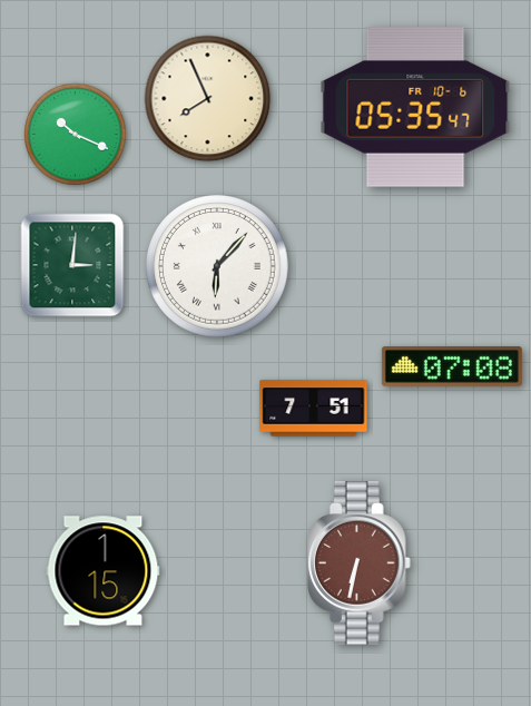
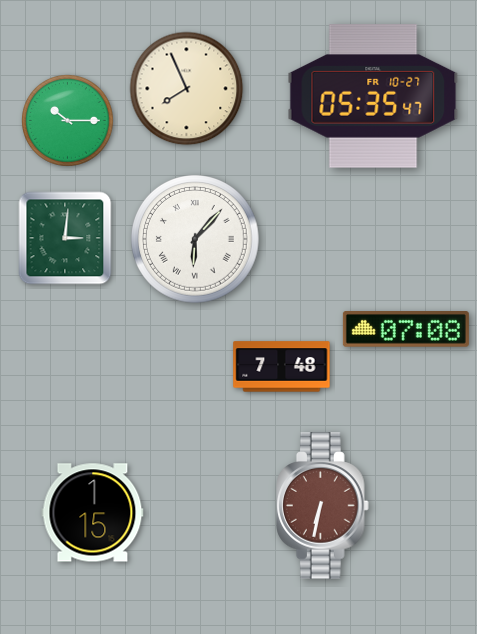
clock at (415, 107) date: FR 10-6 -> FR 10-27
clock at (76, 135): 10:19 -> 10:15
clock at (314, 409): 7:51 -> 7:48
